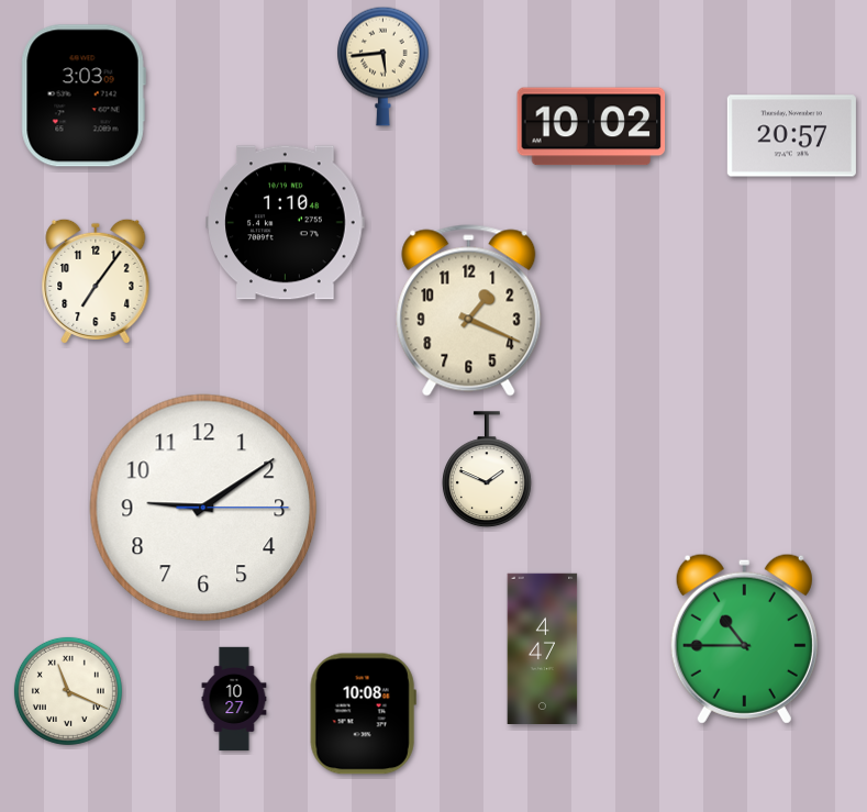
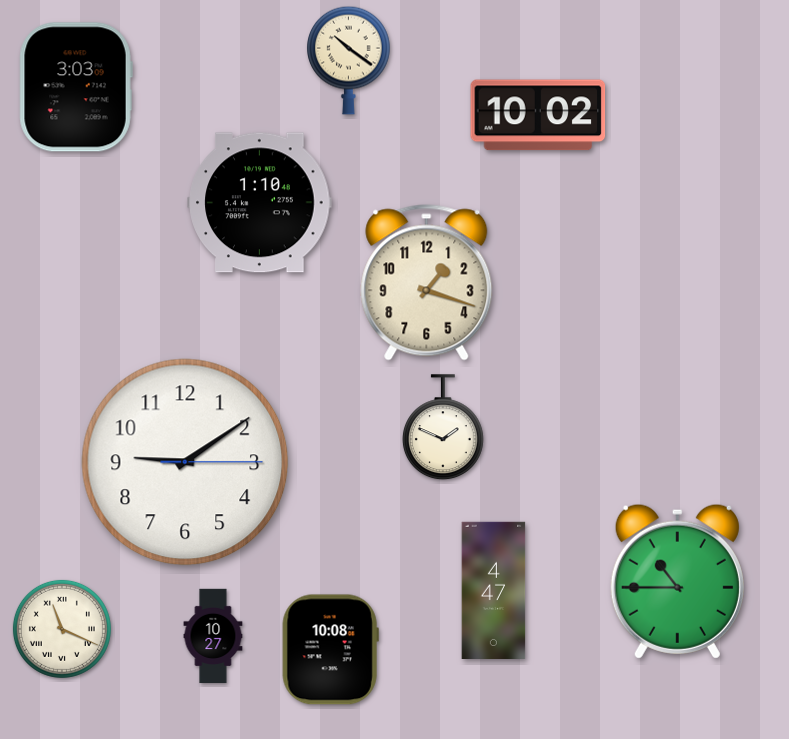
clock at (384, 66): 5:44 -> 10:21
clock at (791, 136): 20:57 -> none
clock at (96, 281): 7:06 -> none
clock at (469, 311): 1:19 -> 1:18
